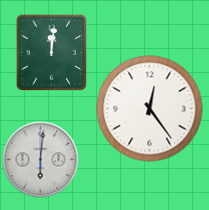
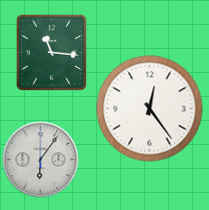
clock at (52, 52): 12:01 -> 11:16
clock at (41, 160): 6:01 -> 6:06
